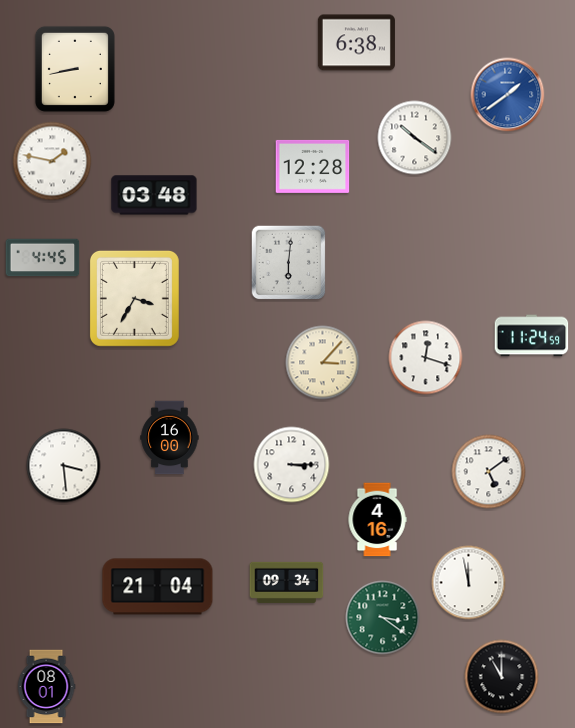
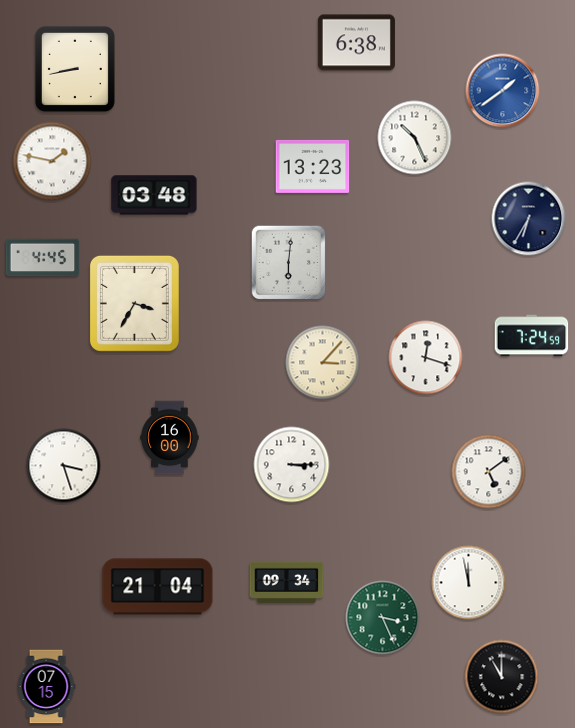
clock at (508, 95) position: (508, 95) -> (503, 91)
clock at (415, 138): 10:21 -> 10:26
clock at (313, 166): 12:28 -> 13:23
clock at (529, 219): none -> 6:35
clock at (134, 298) position: (134, 298) -> (134, 303)
clock at (532, 336): 11:24 -> 7:24
clock at (64, 466): 3:29 -> 3:27
clock at (377, 520): 4:16 -> none
clock at (383, 618): 3:21 -> 3:26
clock at (46, 687): 08:01 -> 07:15
